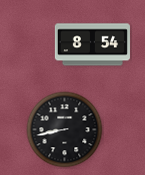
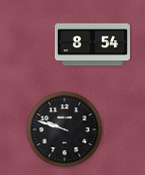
clock at (65, 130): 8:43 -> 9:48
